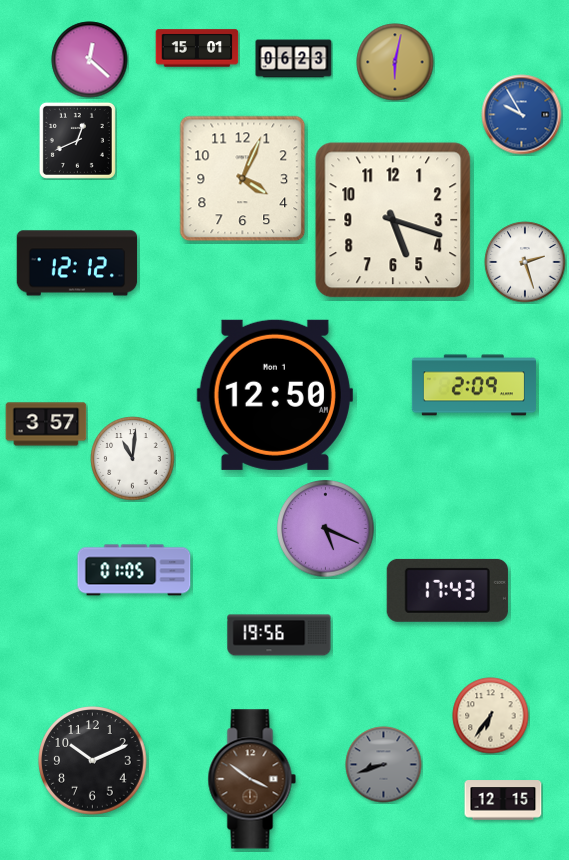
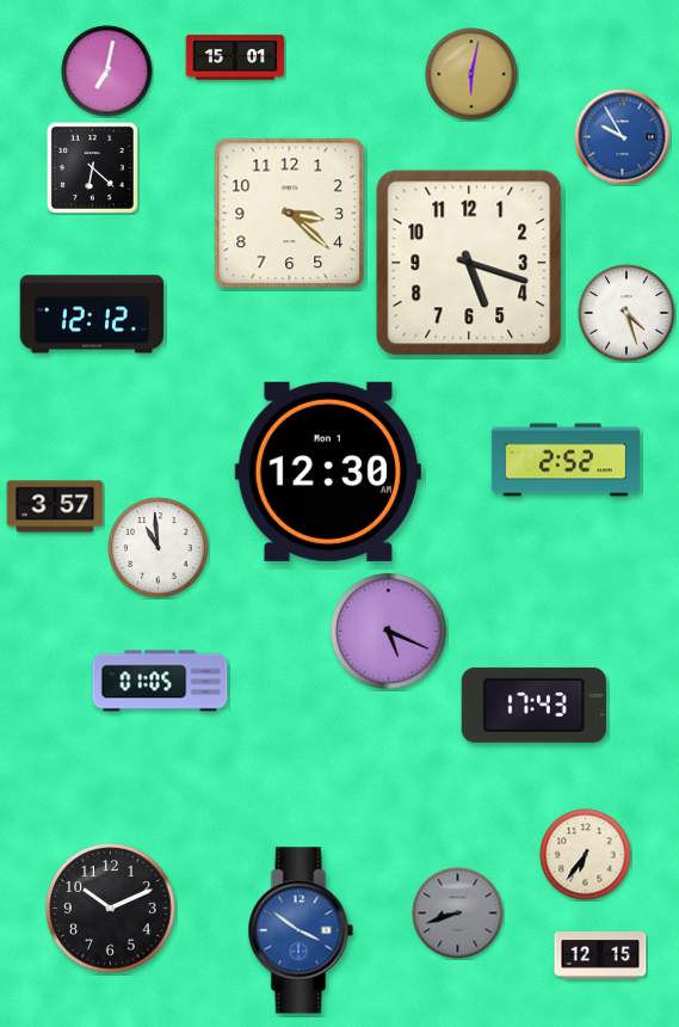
clock at (294, 59): 06:23 -> none
clock at (90, 60): 12:22 -> 7:02
clock at (77, 140): 12:41 -> 6:22
clock at (243, 179): 4:04 -> 3:22
clock at (525, 262): 2:27 -> 4:27
clock at (474, 385): 2:09 -> 2:52
clock at (275, 395): 12:50 -> 12:30
clock at (133, 459): 11:01 -> 10:59
clock at (279, 635): 19:56 -> none
clock at (252, 779) dial: brown -> blue
